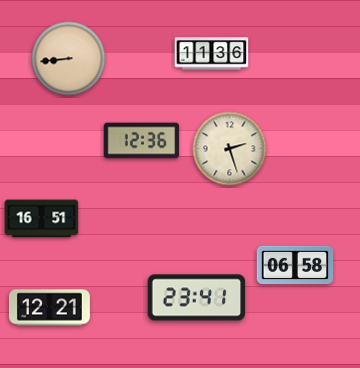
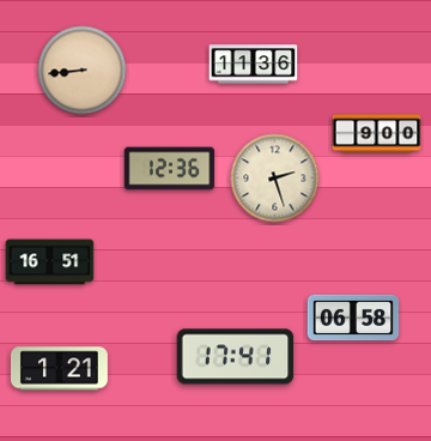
clock at (377, 134): none -> 9:00
clock at (197, 298): 23:41 -> 17:41
clock at (50, 308): 12:21 -> 1:21
